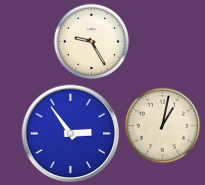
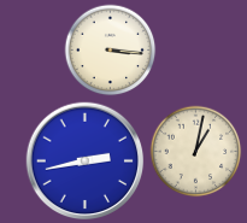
clock at (92, 42): 9:25 -> 3:16
clock at (71, 134): 2:54 -> 2:43
